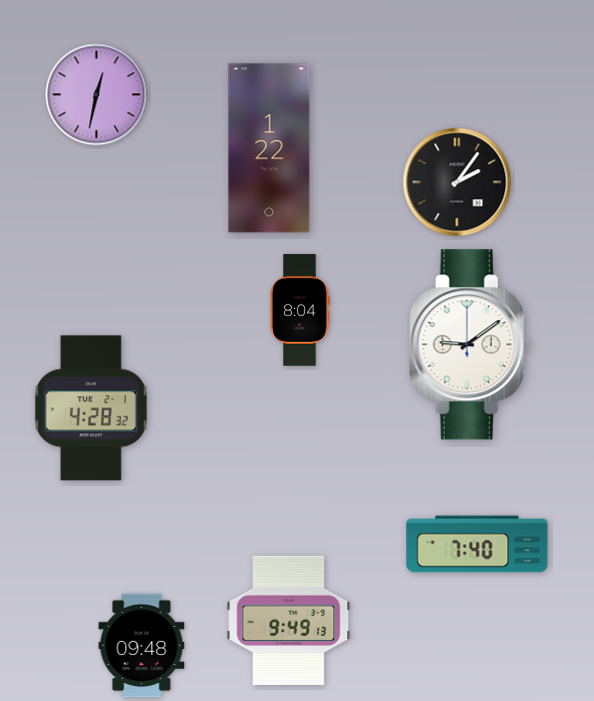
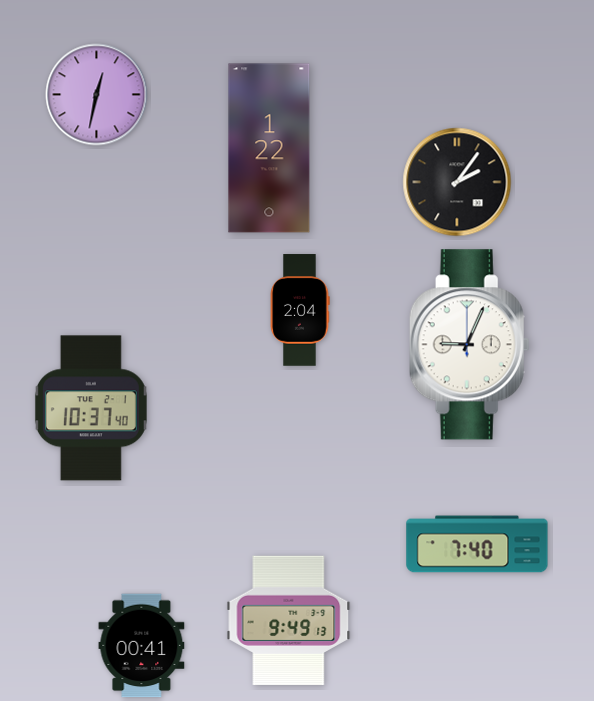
clock at (300, 310): 8:04 -> 2:04
clock at (469, 345): 9:09 -> 9:04
clock at (91, 408): 4:28 -> 10:37
clock at (142, 646): 09:48 -> 00:41
